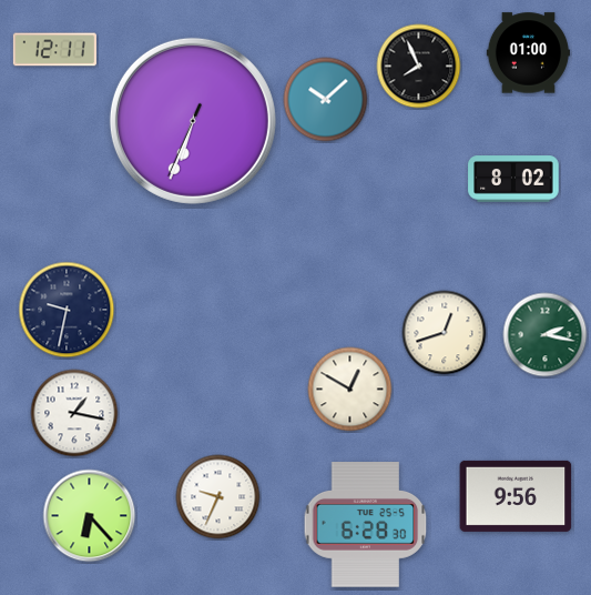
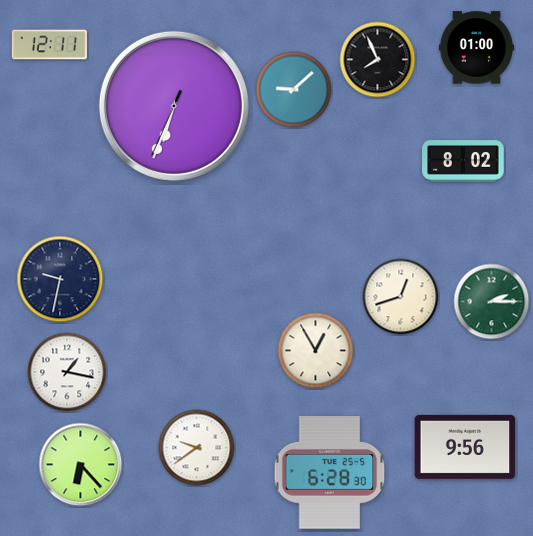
clock at (326, 100): 10:08 -> 9:08
clock at (193, 121) position: (193, 121) -> (174, 106)
clock at (445, 333) position: (445, 333) -> (401, 297)
clock at (546, 335): 2:17 -> 2:15
clock at (350, 390): 12:50 -> 12:55
clock at (218, 497): 9:34 -> 9:39
